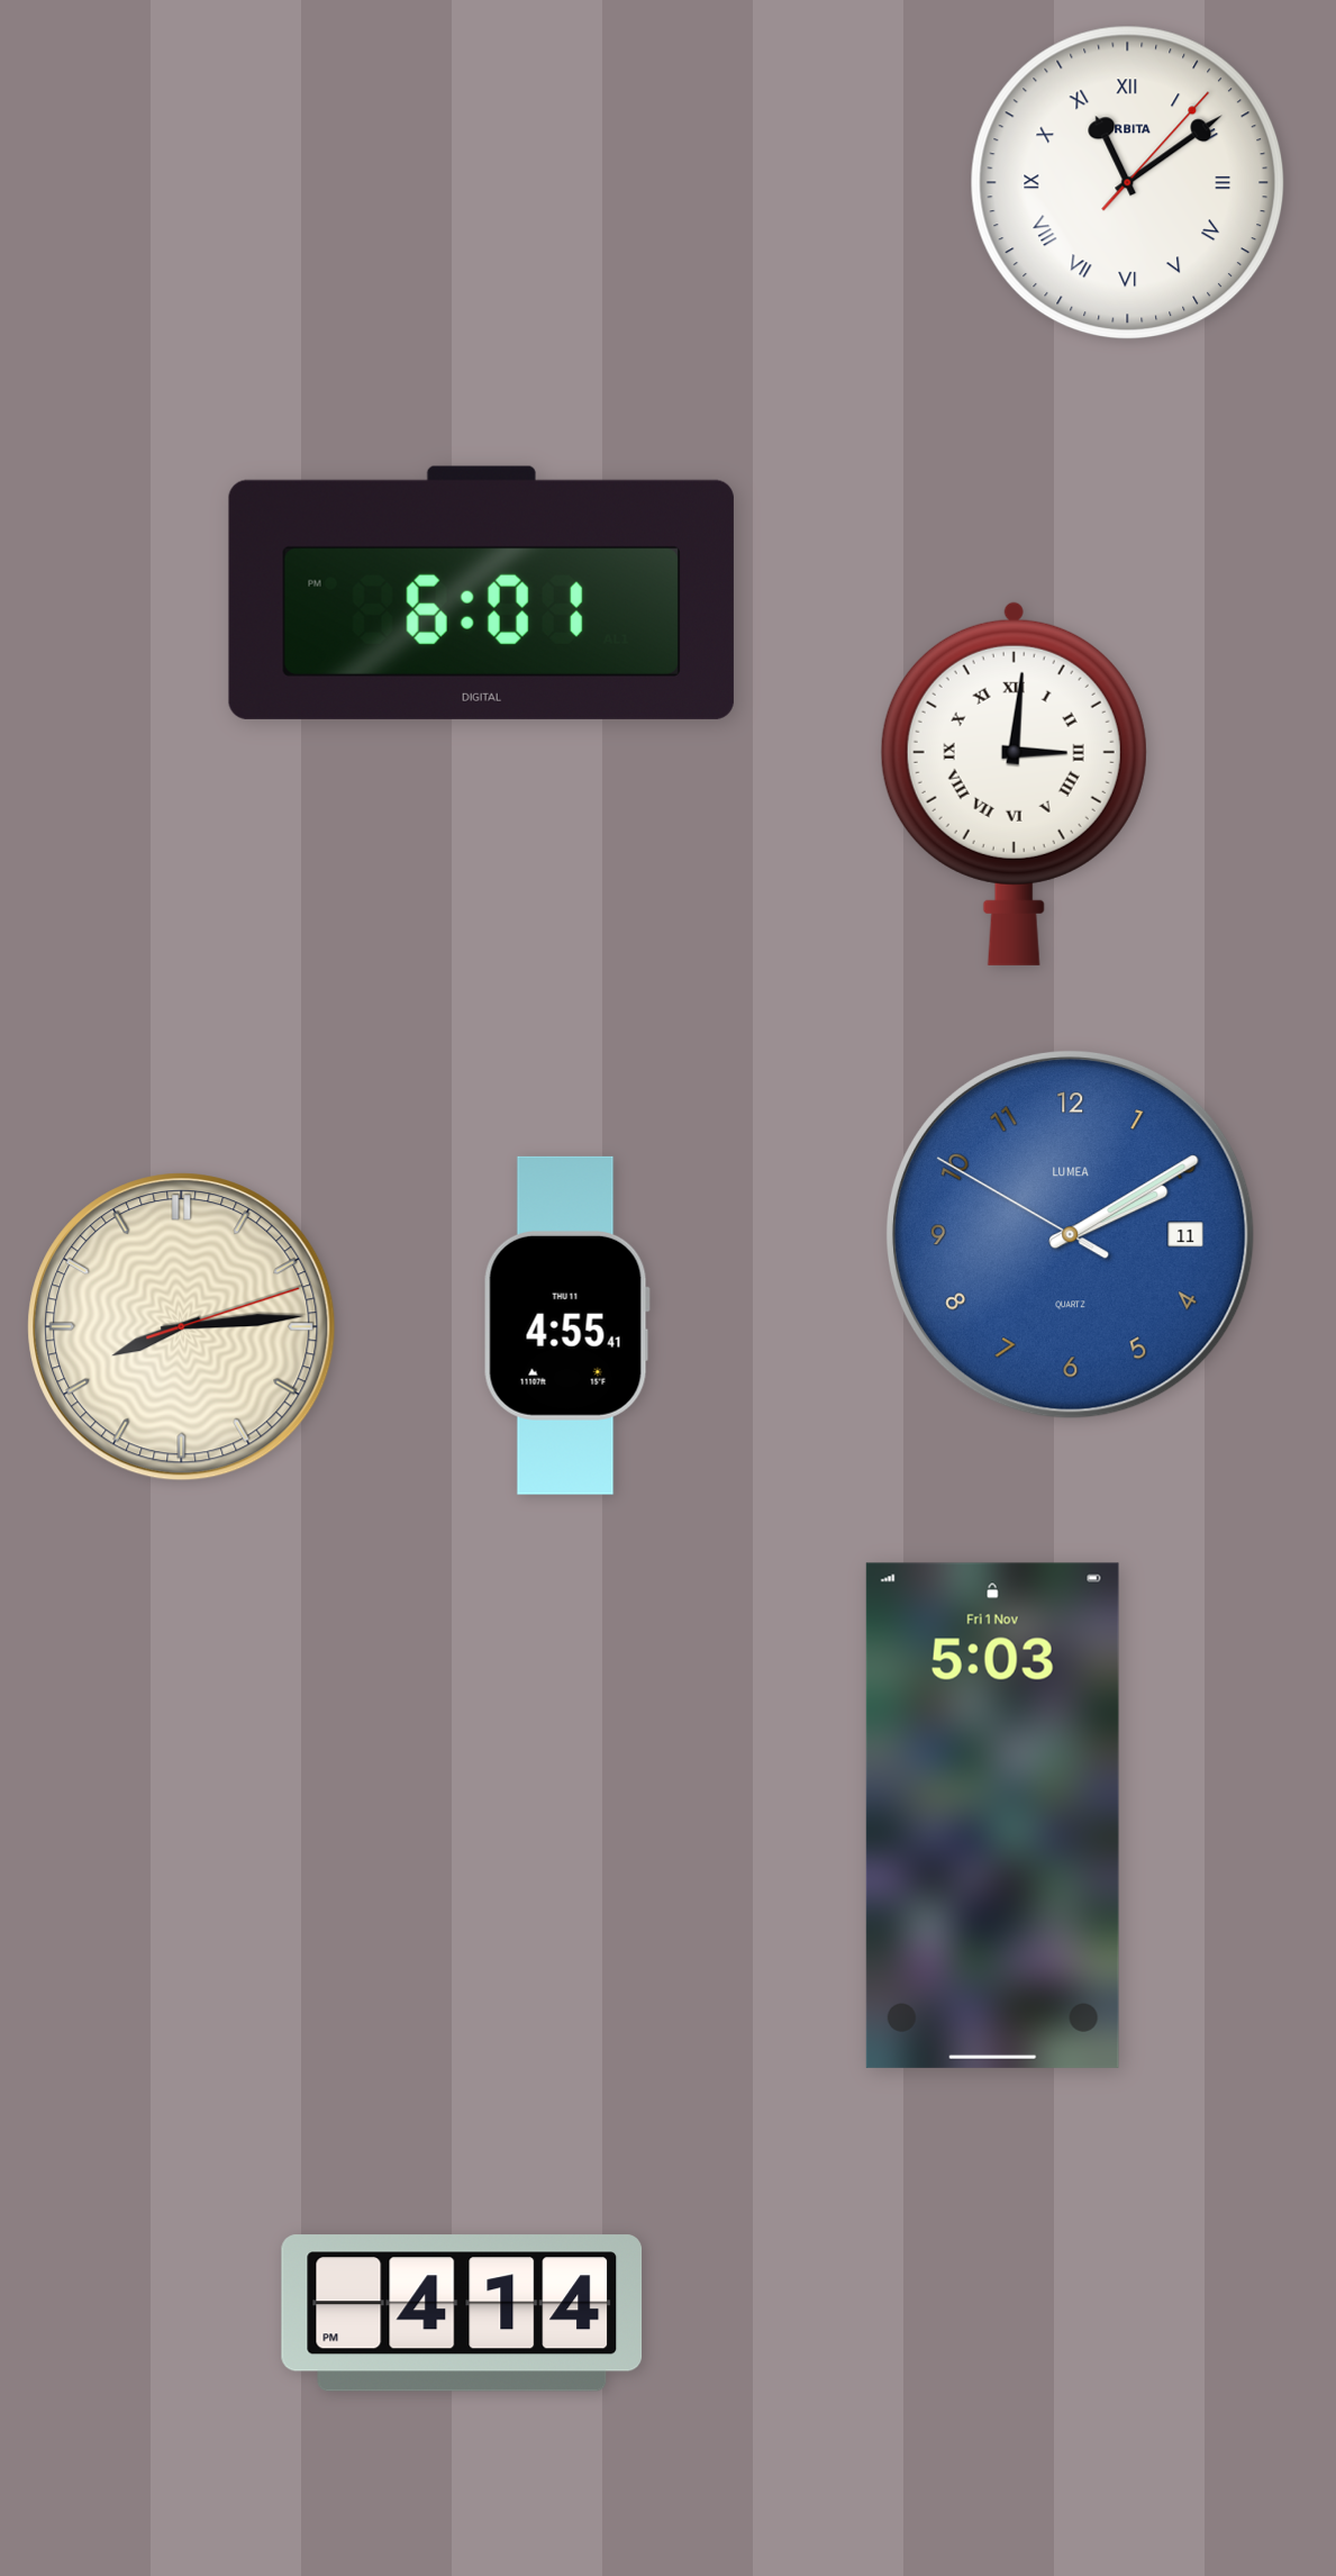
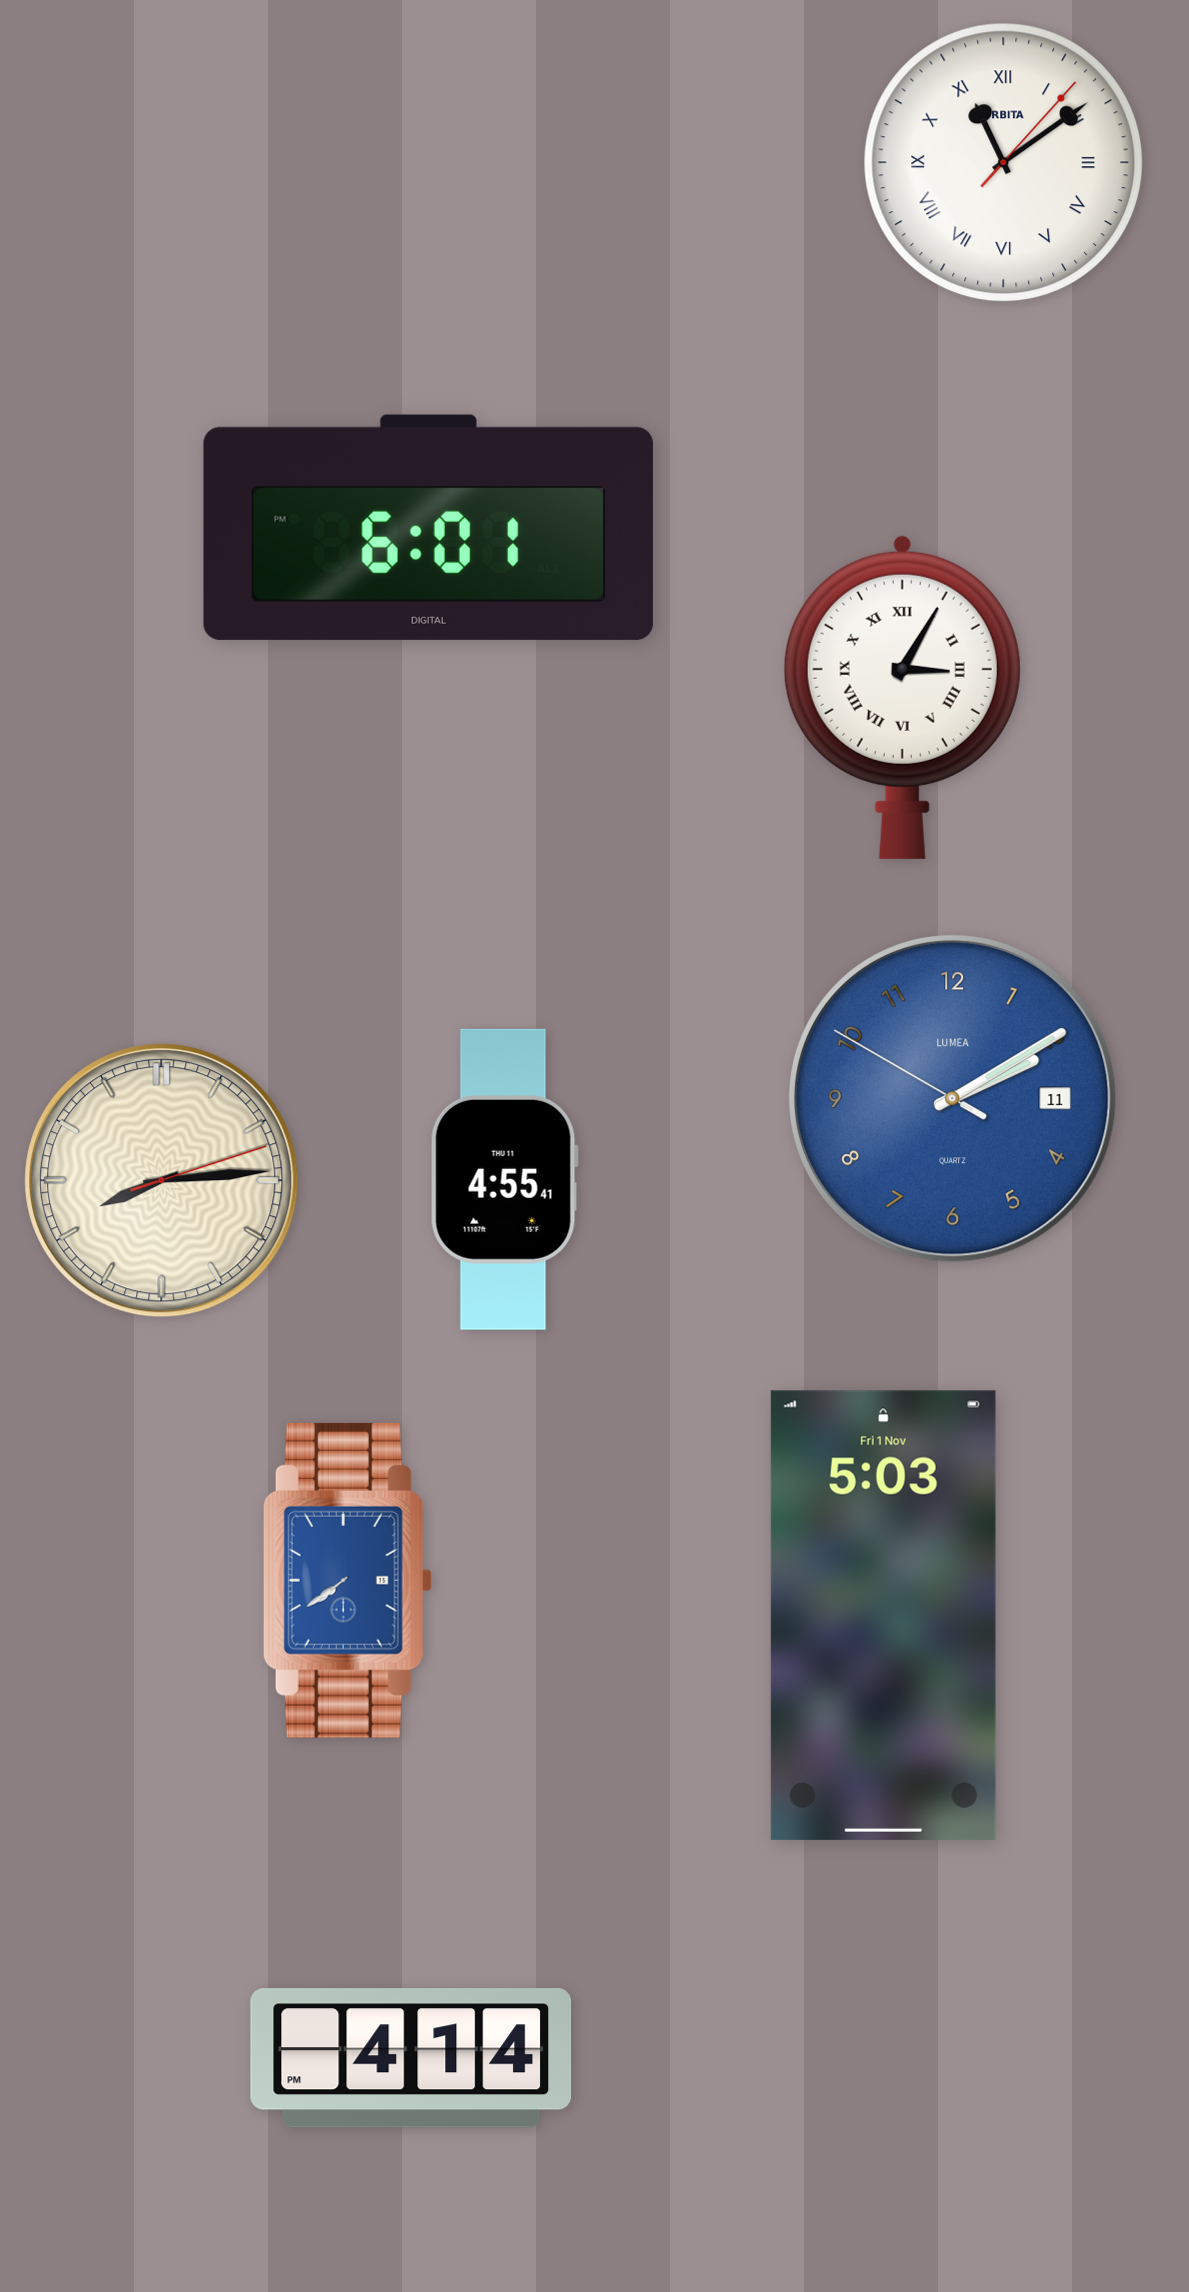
clock at (1014, 783): 3:01 -> 3:05
clock at (347, 1580): none -> 7:39
